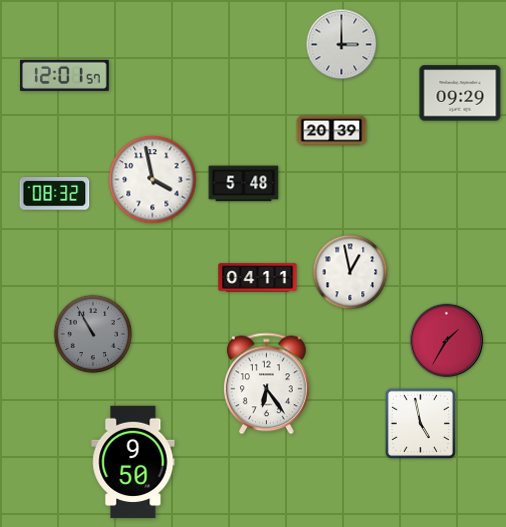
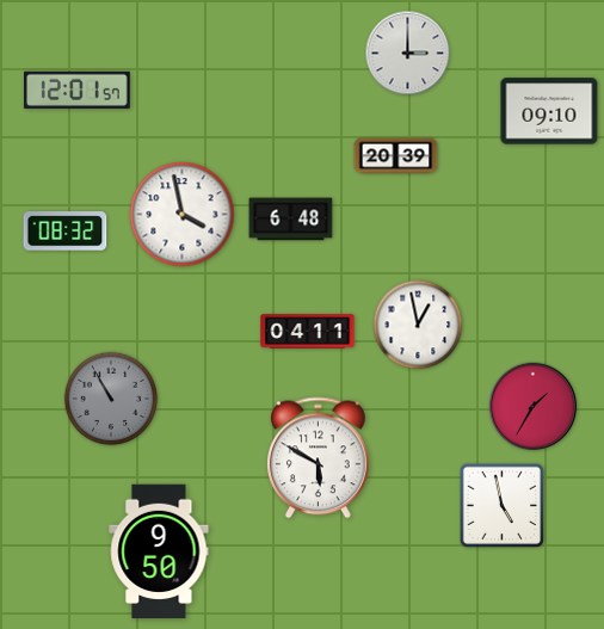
clock at (460, 93): 09:29 -> 09:10
clock at (244, 184): 5:48 -> 6:48
clock at (267, 384): 6:24 -> 5:50
